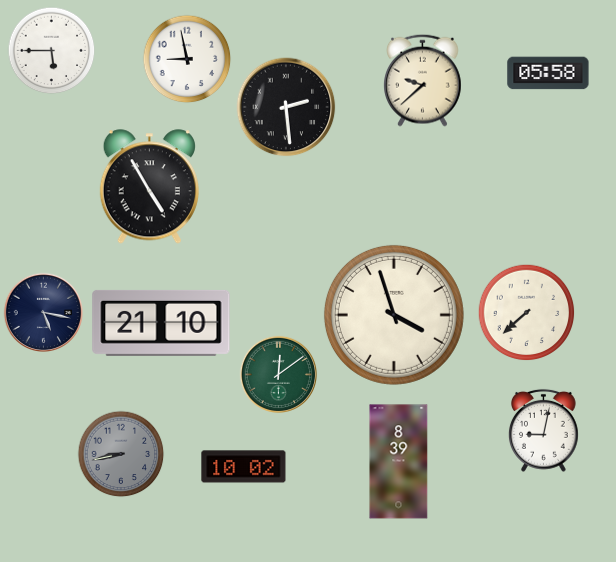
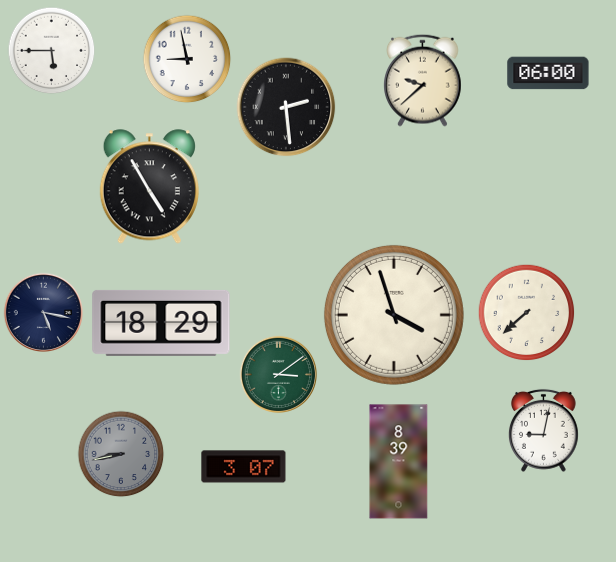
clock at (548, 73): 05:58 -> 06:00
clock at (161, 323): 21:10 -> 18:29
clock at (278, 374): 12:09 -> 3:09
clock at (244, 467): 10:02 -> 3:07
